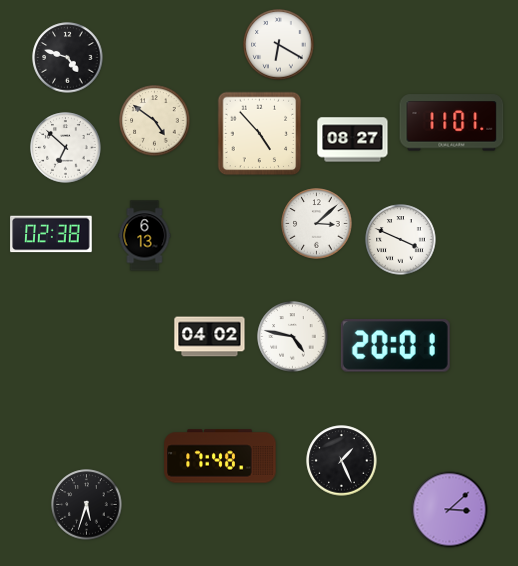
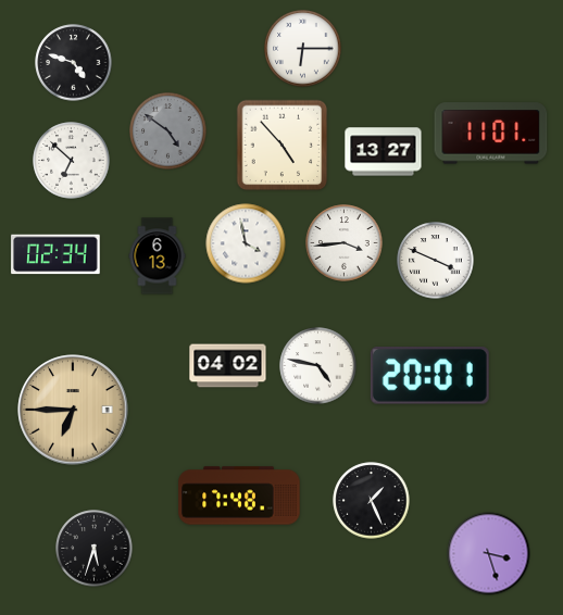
clock at (279, 45): 6:20 -> 6:15
clock at (155, 121) dial: cream -> grey
clock at (353, 140): 08:27 -> 13:27
clock at (246, 243): none -> 3:58
clock at (317, 224): 3:08 -> 3:44
clock at (51, 234): 02:38 -> 02:34
clock at (73, 410): none -> 6:45
clock at (450, 510): 3:08 -> 3:27
